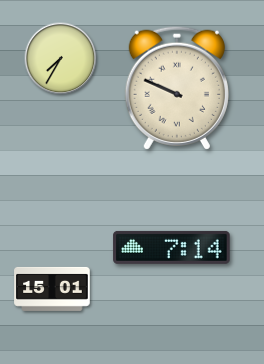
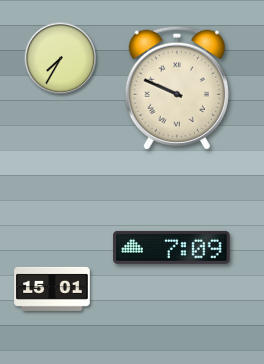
clock at (172, 247): 7:14 -> 7:09
